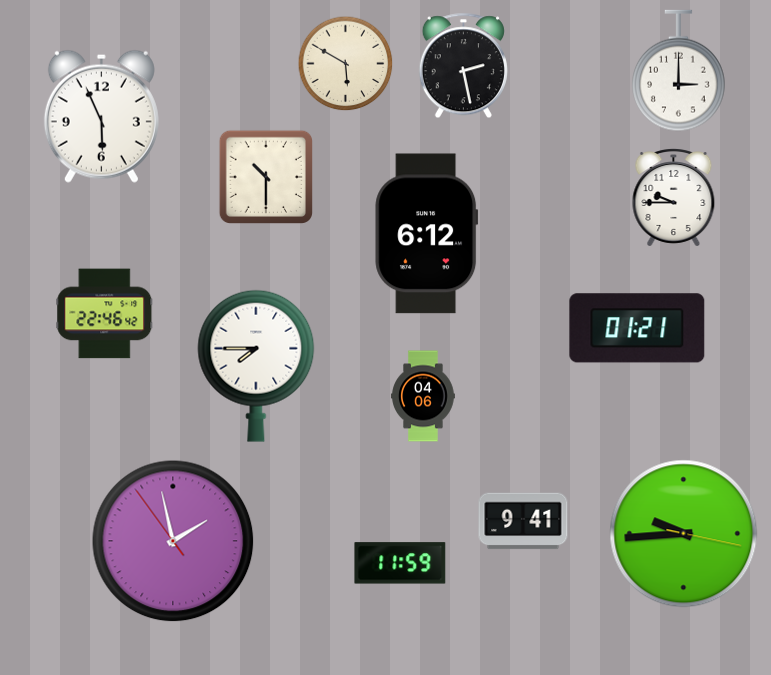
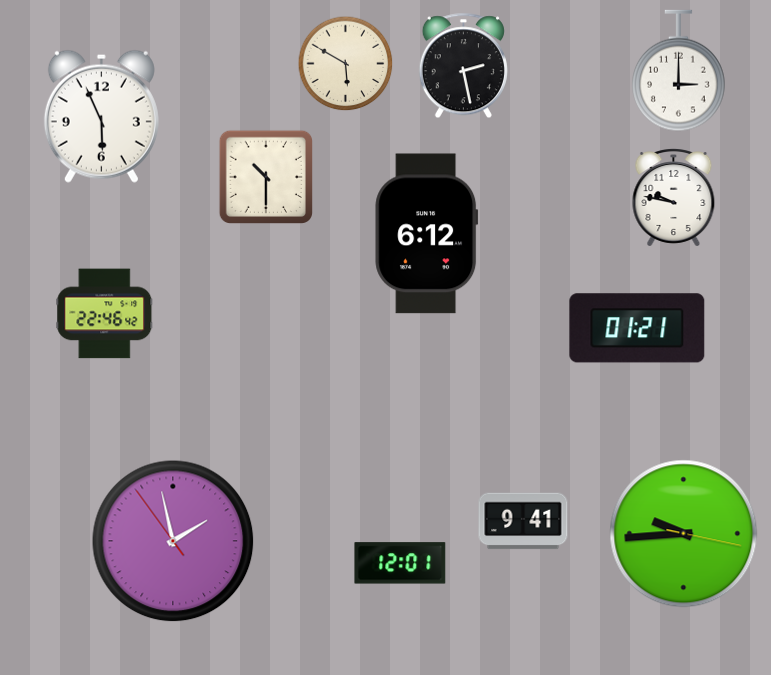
clock at (674, 198): 9:45 -> 9:47
clock at (256, 366): 7:45 -> none
clock at (423, 396): 04:06 -> none
clock at (400, 563): 11:59 -> 12:01
